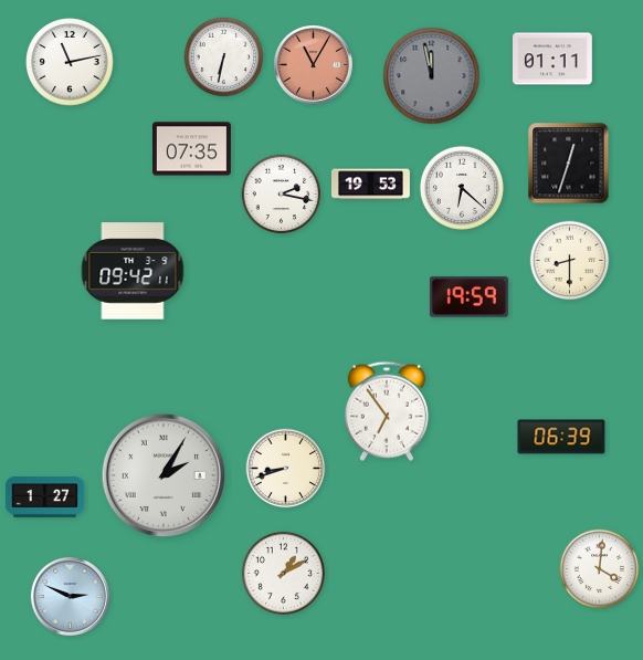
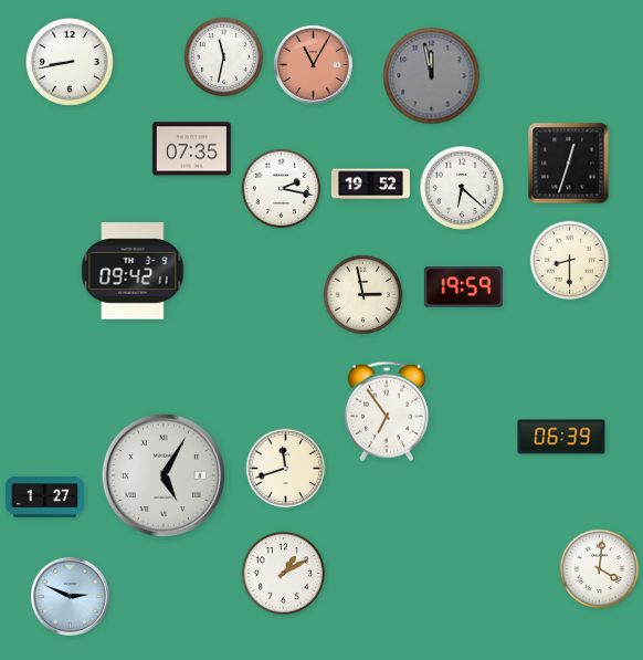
clock at (224, 57): 6:32 -> 11:32
clock at (552, 59): 01:11 -> none
clock at (71, 63): 11:13 -> 8:43
clock at (370, 185): 19:53 -> 19:52
clock at (282, 195) position: (282, 195) -> (282, 189)
clock at (363, 295): none -> 2:58
clock at (468, 297) position: (468, 297) -> (463, 287)
clock at (286, 469): 8:42 -> 11:42
clock at (164, 475): 2:05 -> 5:05
